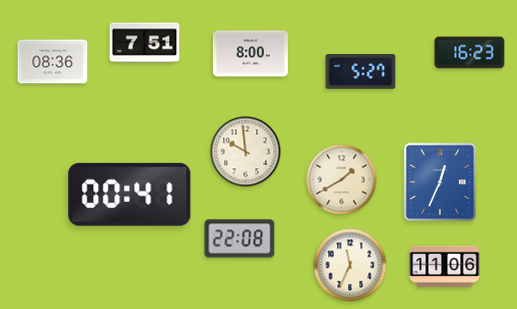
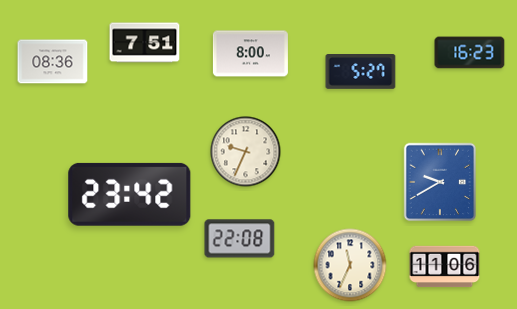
clock at (246, 152): 9:59 -> 9:34
clock at (342, 180): 1:40 -> none
clock at (440, 182): 12:34 -> 9:40
clock at (130, 194): 00:41 -> 23:42
